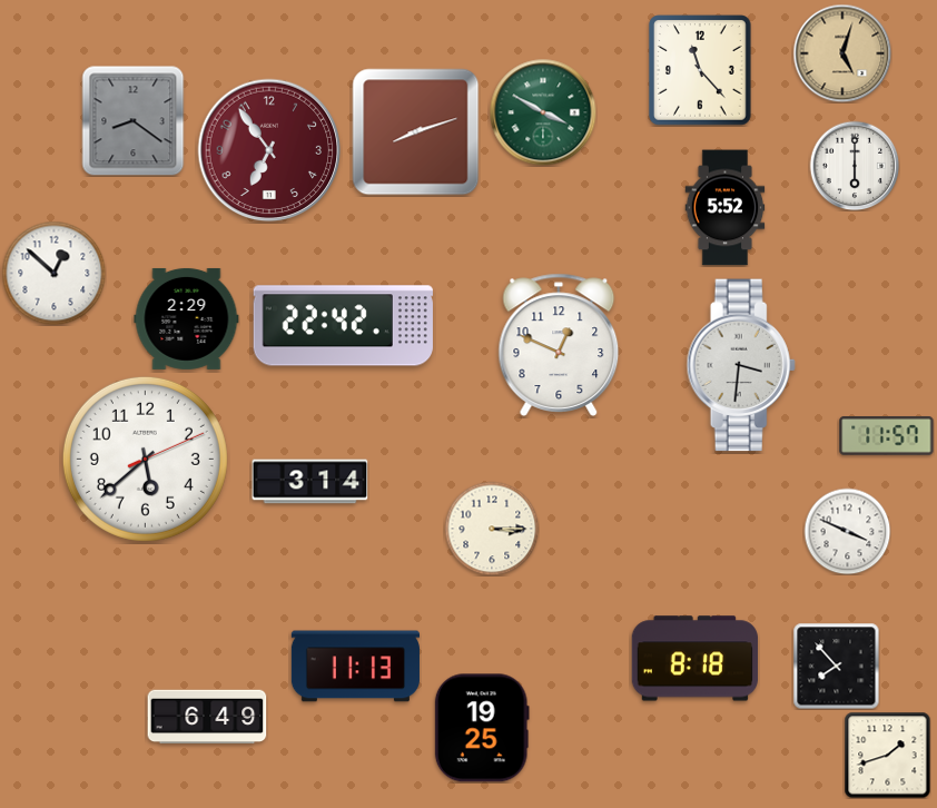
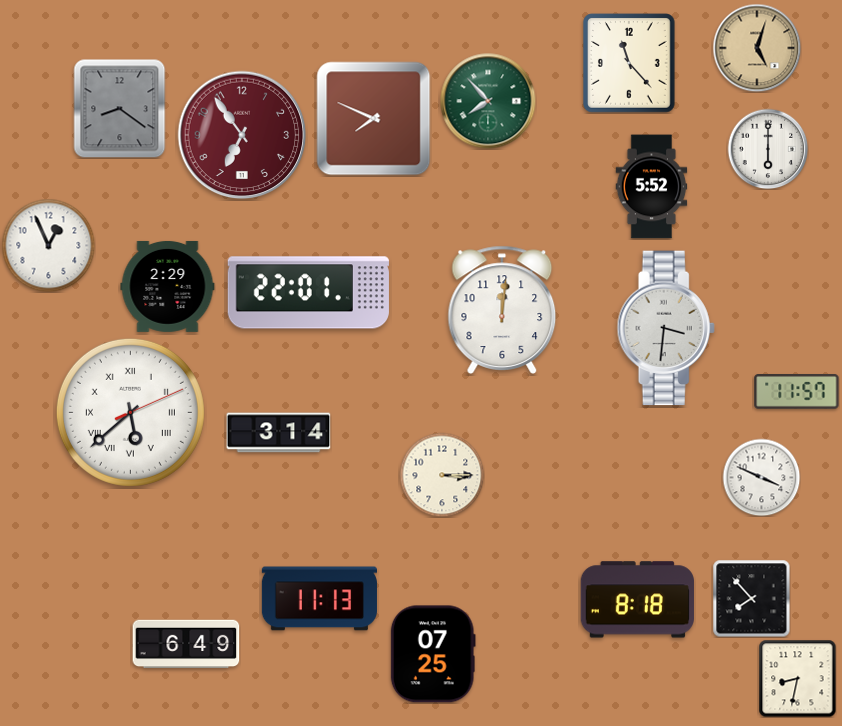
clock at (543, 112): 3:50 -> 7:53
clock at (416, 132): 8:12 -> 7:49
clock at (53, 273): 12:52 -> 12:56
clock at (343, 326): 22:42 -> 22:01
clock at (559, 345): 12:49 -> 12:01
clock at (145, 459) numerals: Arabic -> Roman
clock at (694, 659) position: (694, 659) -> (637, 600)
clock at (482, 728): 19:25 -> 07:25
clock at (887, 755): 1:42 -> 8:32
